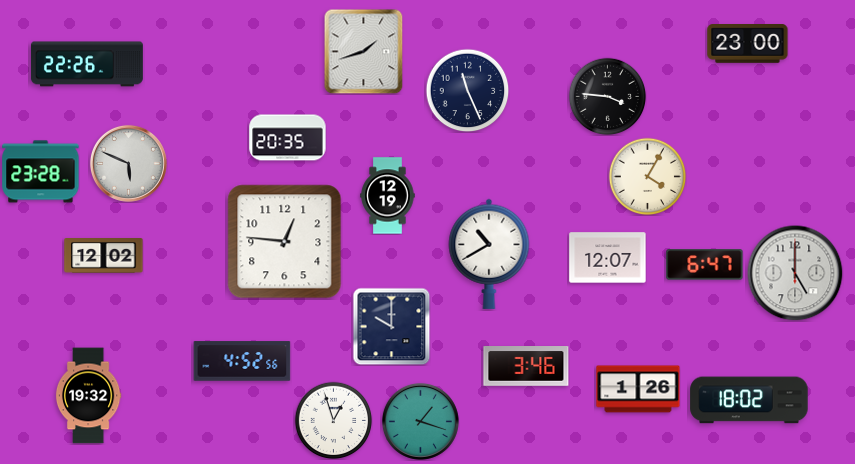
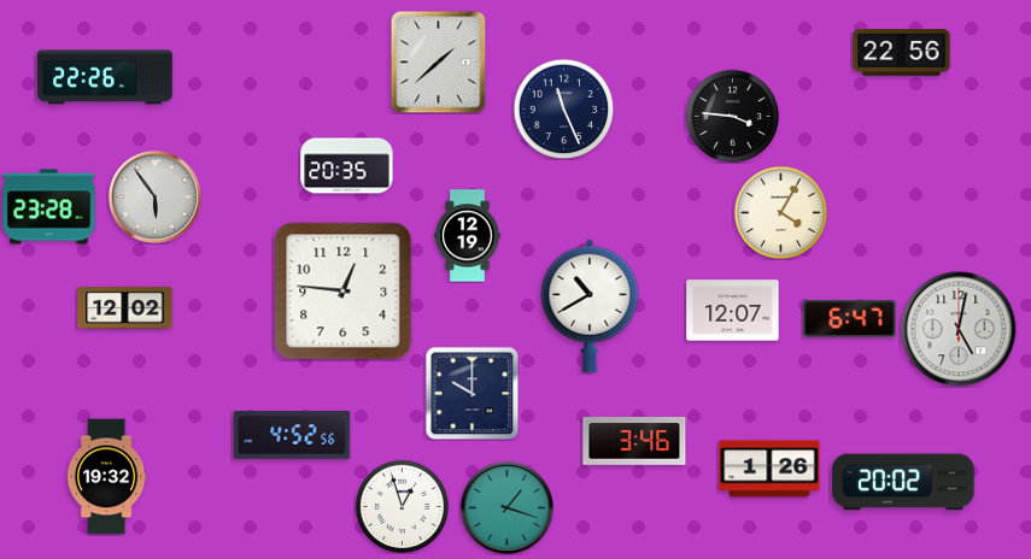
clock at (748, 44): 23:00 -> 22:56
clock at (364, 51): 1:42 -> 1:38
clock at (128, 163): 5:49 -> 5:54
clock at (795, 273): 5:00 -> 5:02
clock at (749, 400): 18:02 -> 20:02
